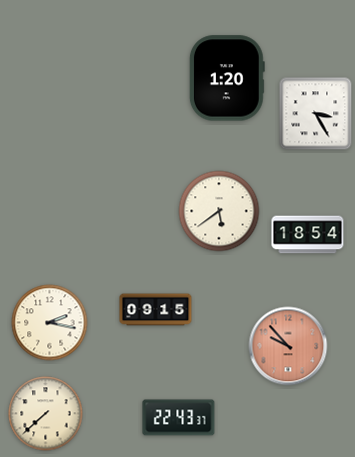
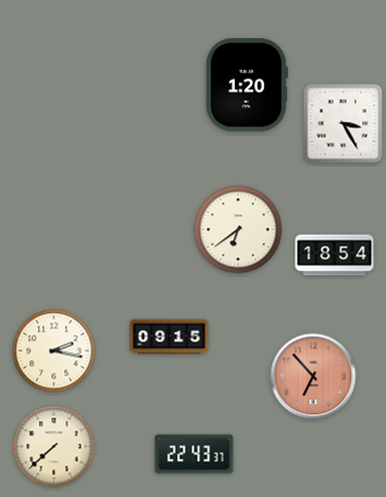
clock at (219, 211): 5:39 -> 6:39
clock at (288, 346): 9:53 -> 6:53
clock at (46, 414) position: (46, 414) -> (54, 447)
